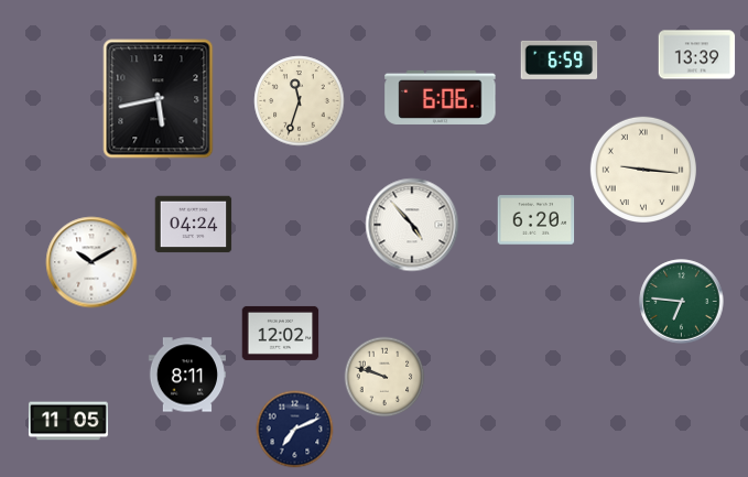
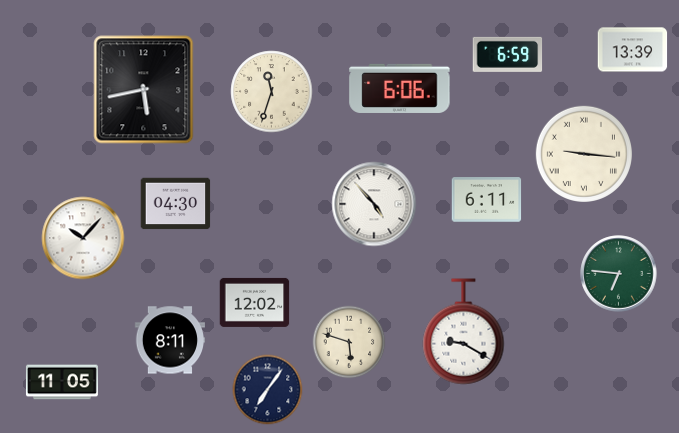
clock at (536, 220): 6:20 -> 6:11
clock at (194, 225): 04:24 -> 04:30
clock at (91, 262): 10:10 -> 10:07
clock at (464, 332): none -> 9:20
clock at (384, 377): 9:48 -> 5:48
clock at (295, 430): 7:11 -> 7:06
